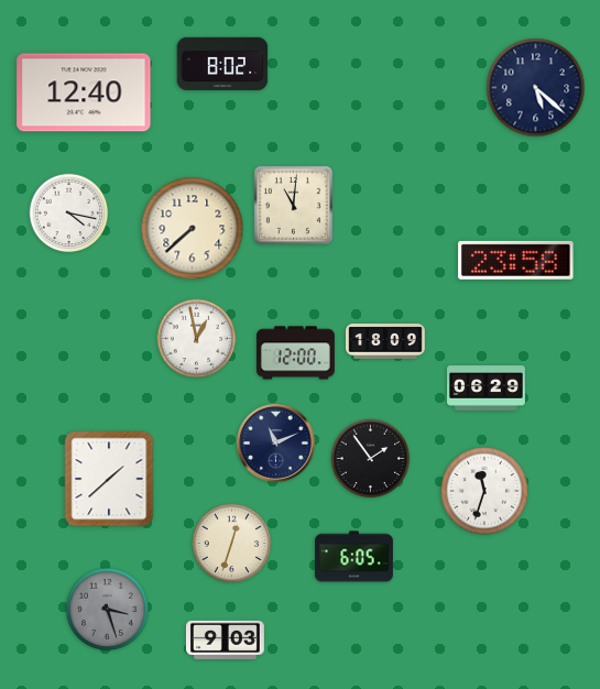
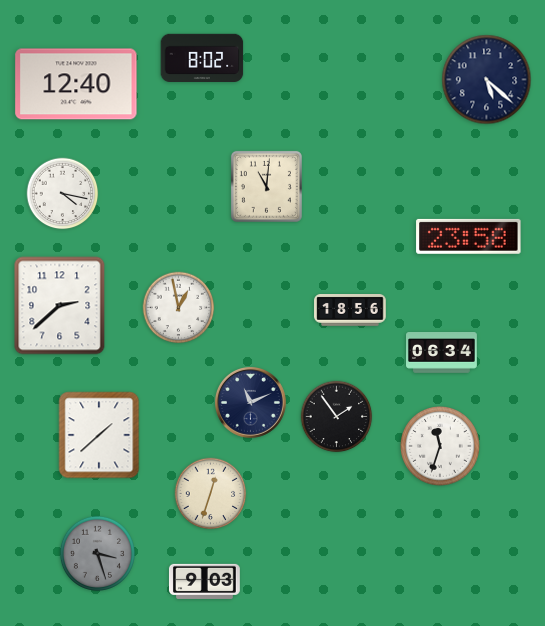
clock at (193, 229): 7:38 -> none
clock at (60, 306): none -> 2:38
clock at (385, 342): 18:09 -> 18:56
clock at (295, 353): 12:00 -> none
clock at (487, 389): 06:29 -> 06:34
clock at (354, 557): 6:05 -> none
